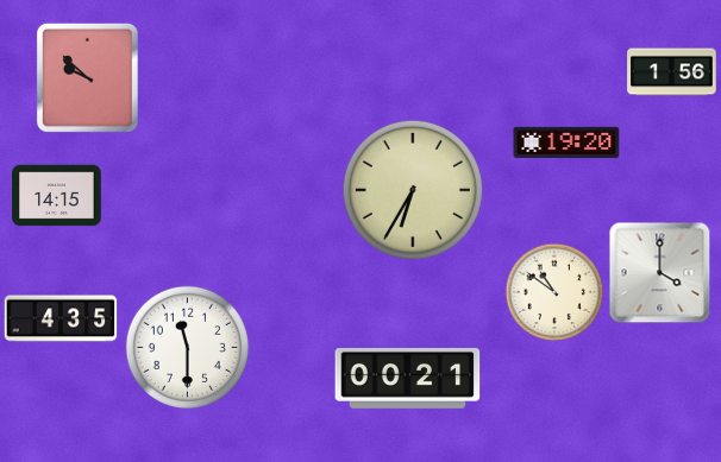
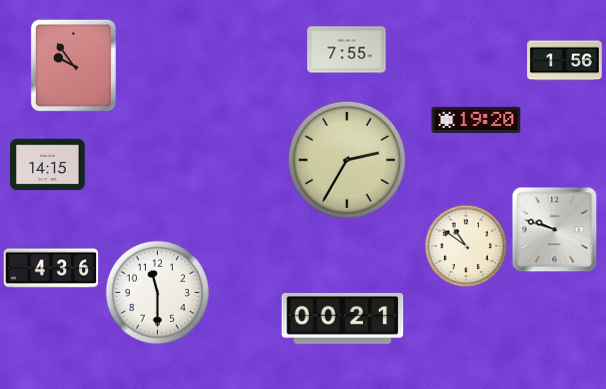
clock at (347, 50): none -> 7:55
clock at (87, 77): 9:52 -> 9:54
clock at (413, 190): 6:35 -> 2:35
clock at (660, 273): 4:00 -> 9:48
clock at (61, 318): 4:35 -> 4:36
